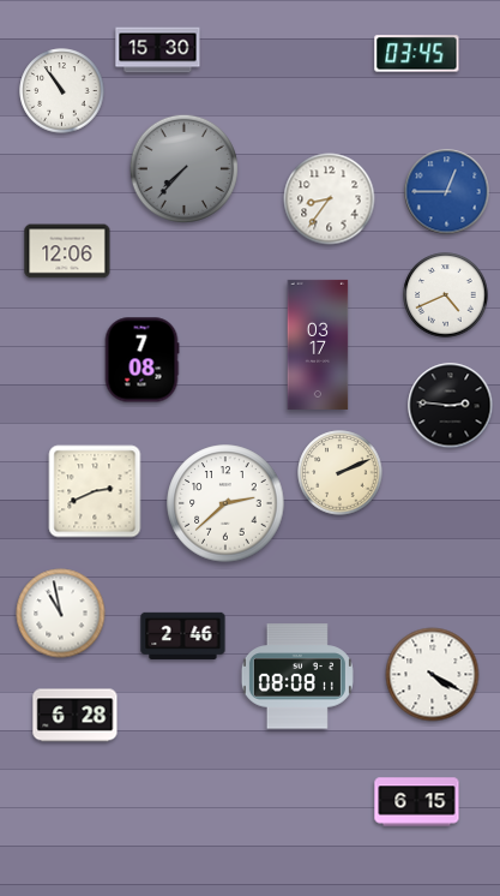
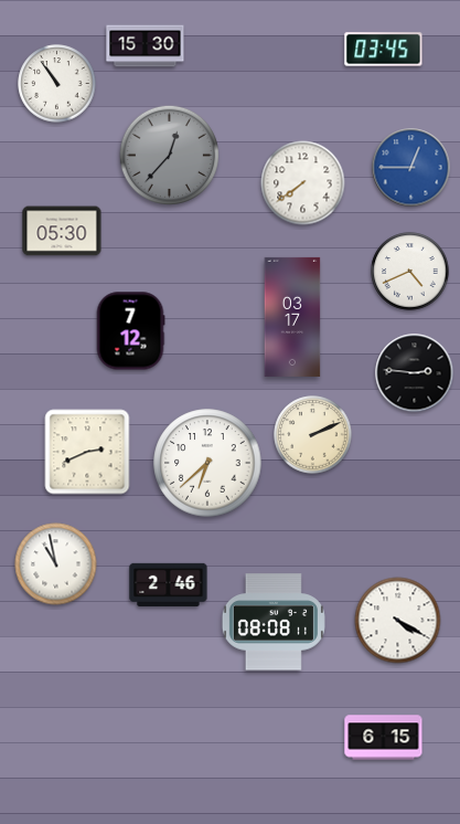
clock at (183, 168): 7:37 -> 12:37
clock at (447, 192) position: (447, 192) -> (411, 168)
clock at (330, 199): 8:36 -> 7:39
clock at (67, 251): 12:06 -> 05:30
clock at (141, 360): 7:08 -> 7:12
clock at (225, 503): 2:38 -> 6:38
clock at (76, 716): 6:28 -> none
